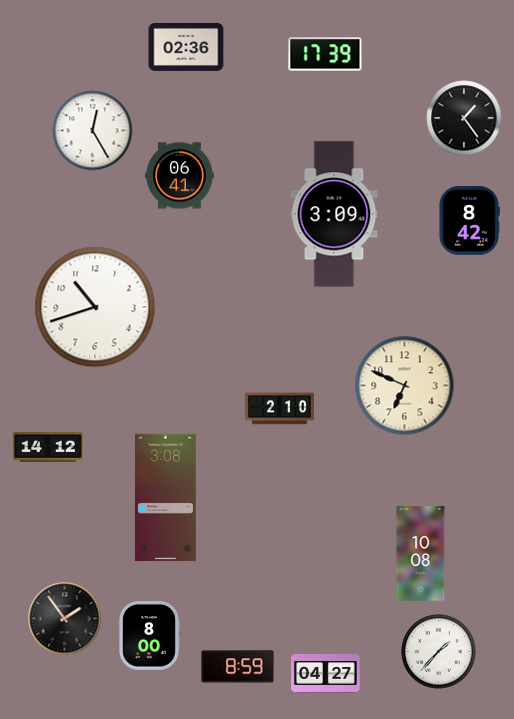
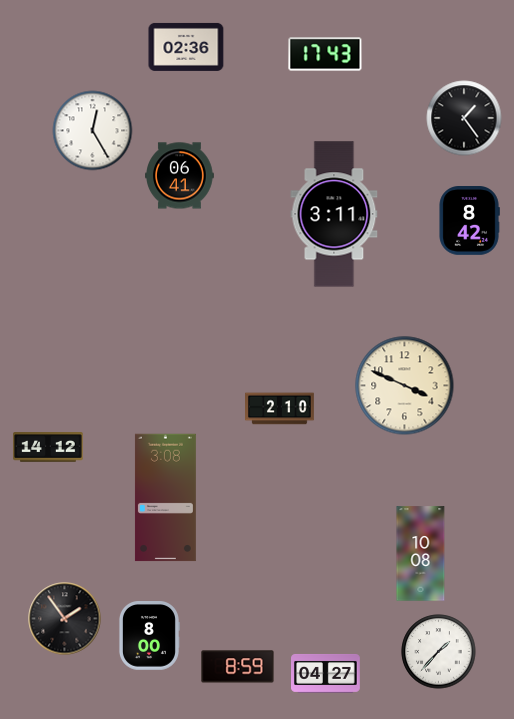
clock at (325, 54): 17:39 -> 17:43
clock at (334, 214): 3:09 -> 3:11
clock at (95, 307): 10:42 -> none
clock at (405, 386): 6:49 -> 3:49
